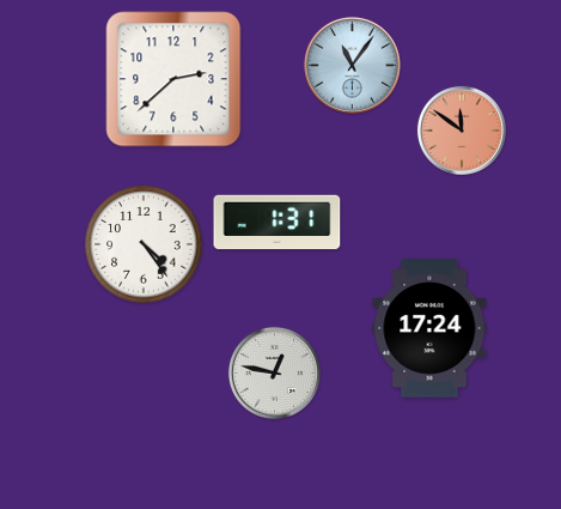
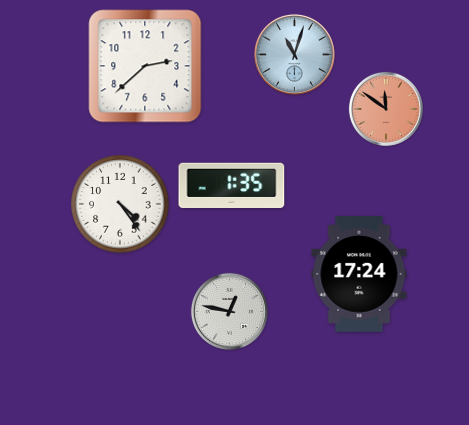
clock at (352, 65): 11:06 -> 11:03
clock at (278, 223): 1:31 -> 1:35
